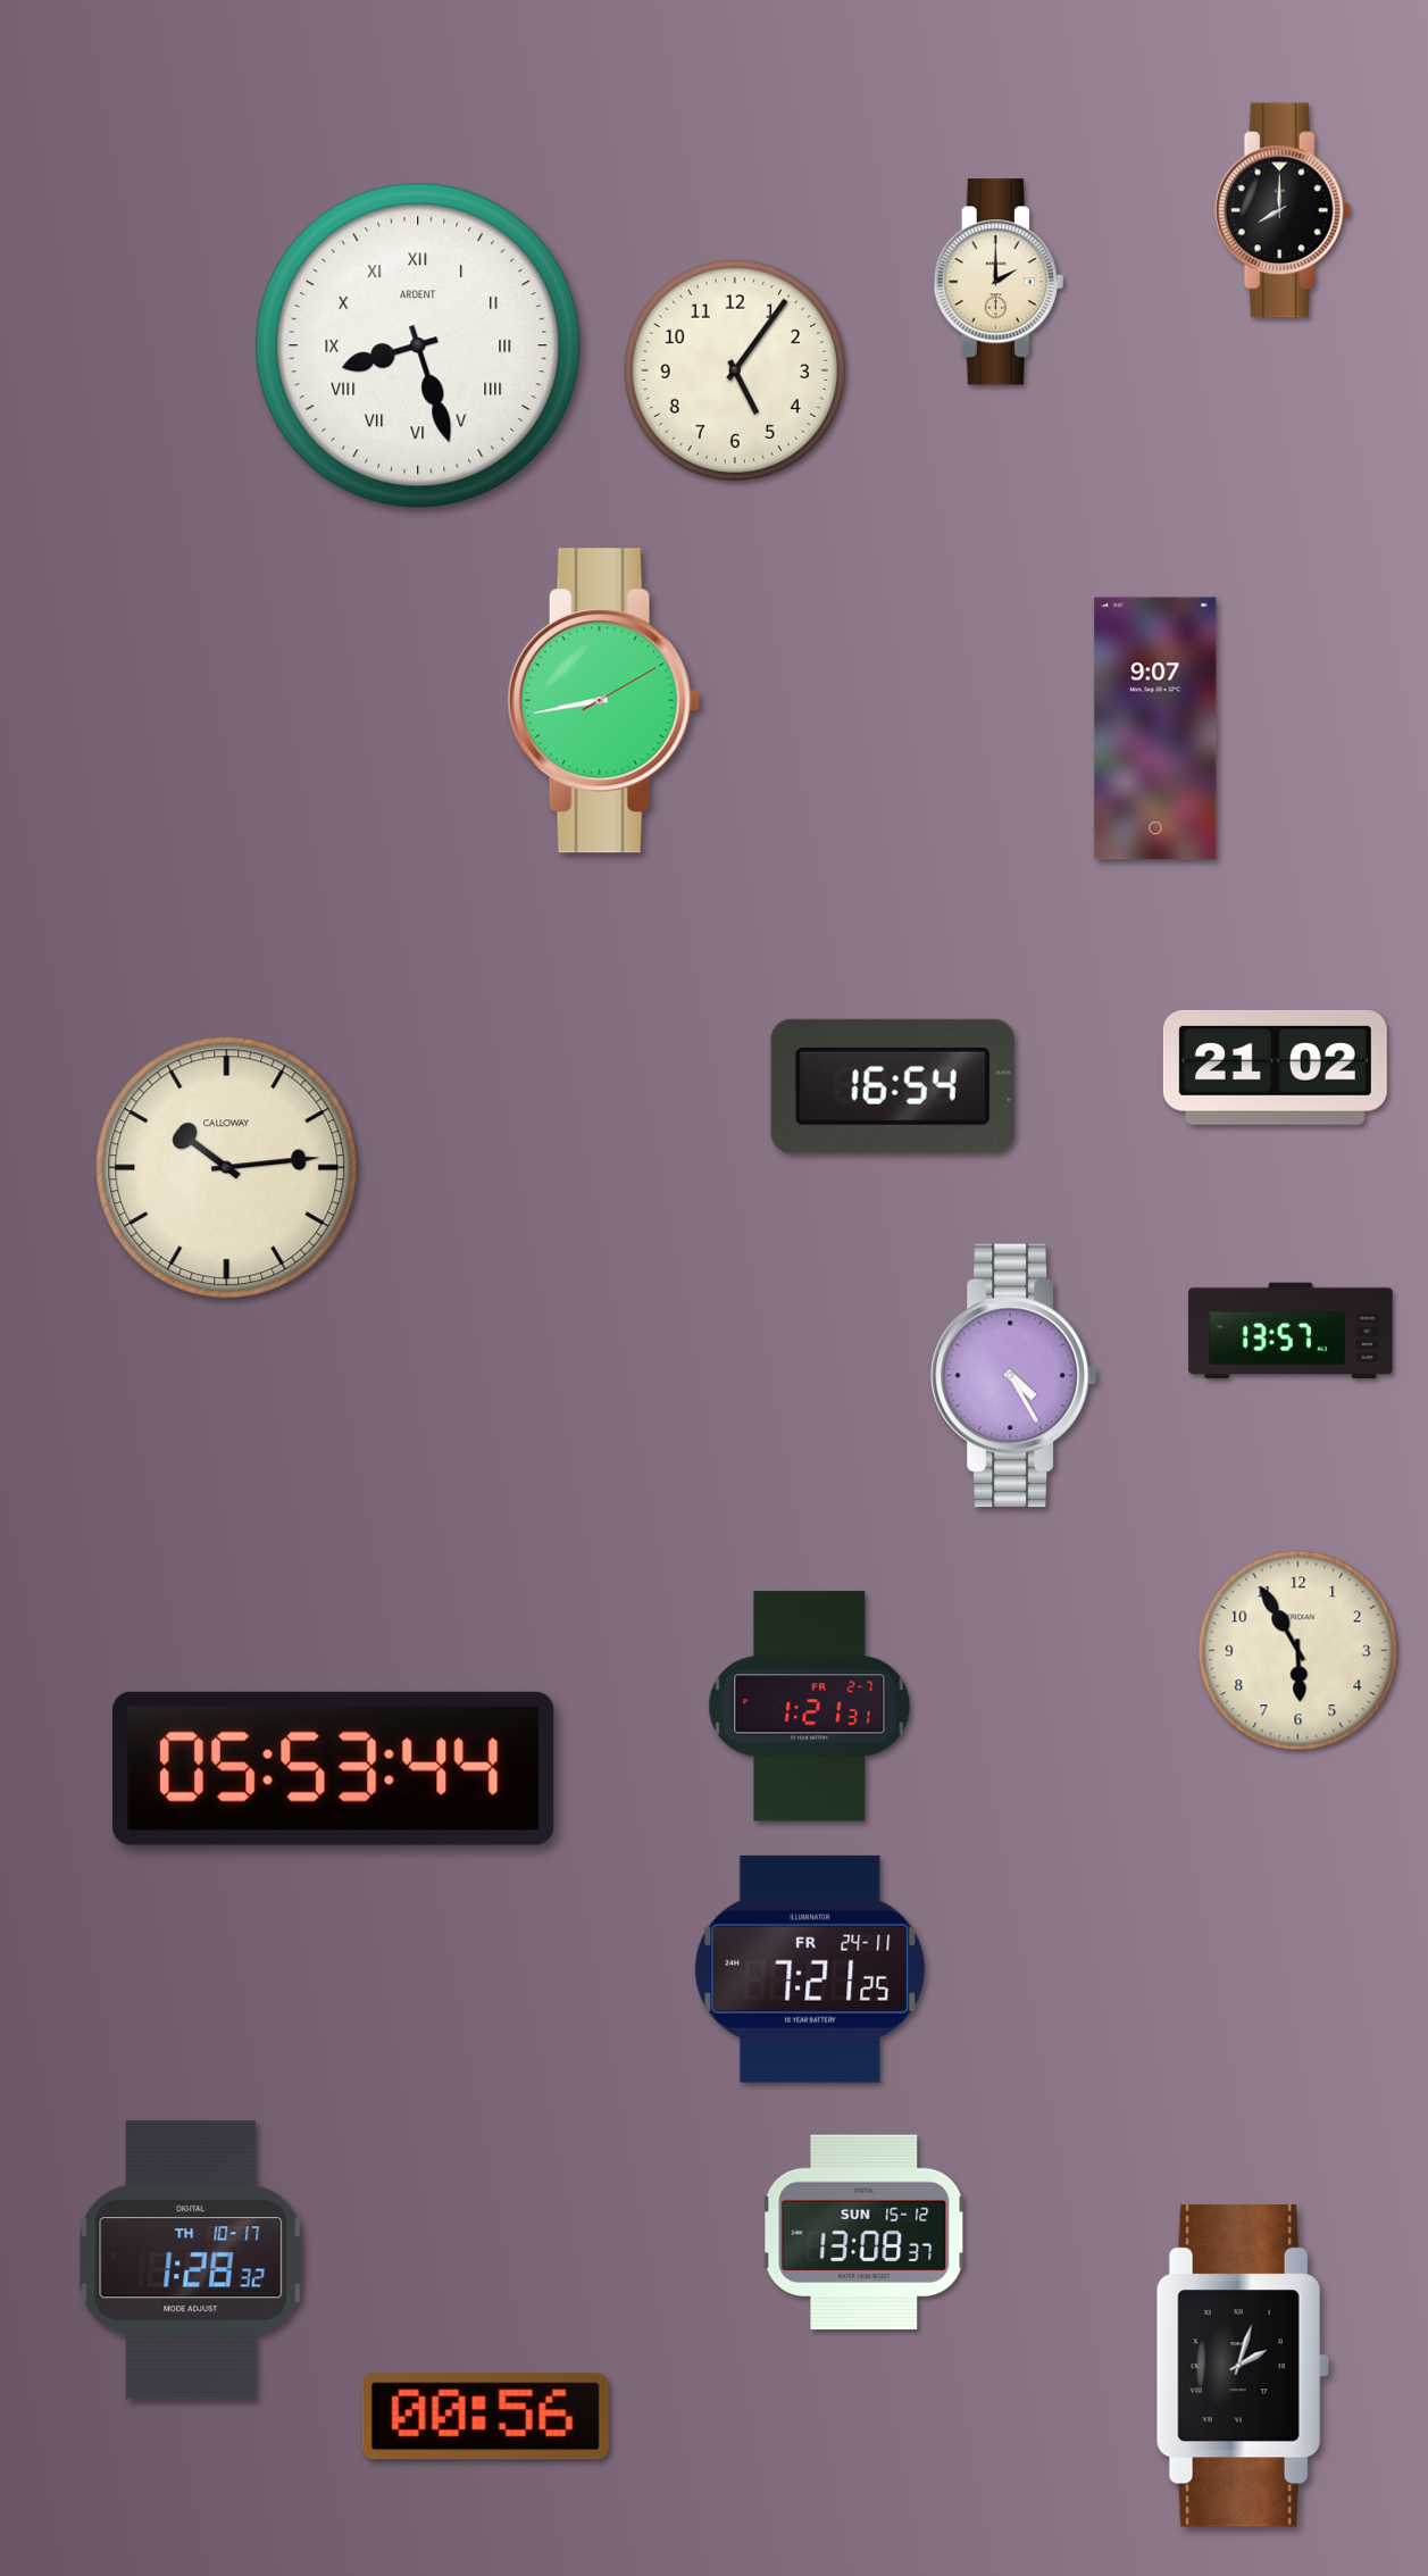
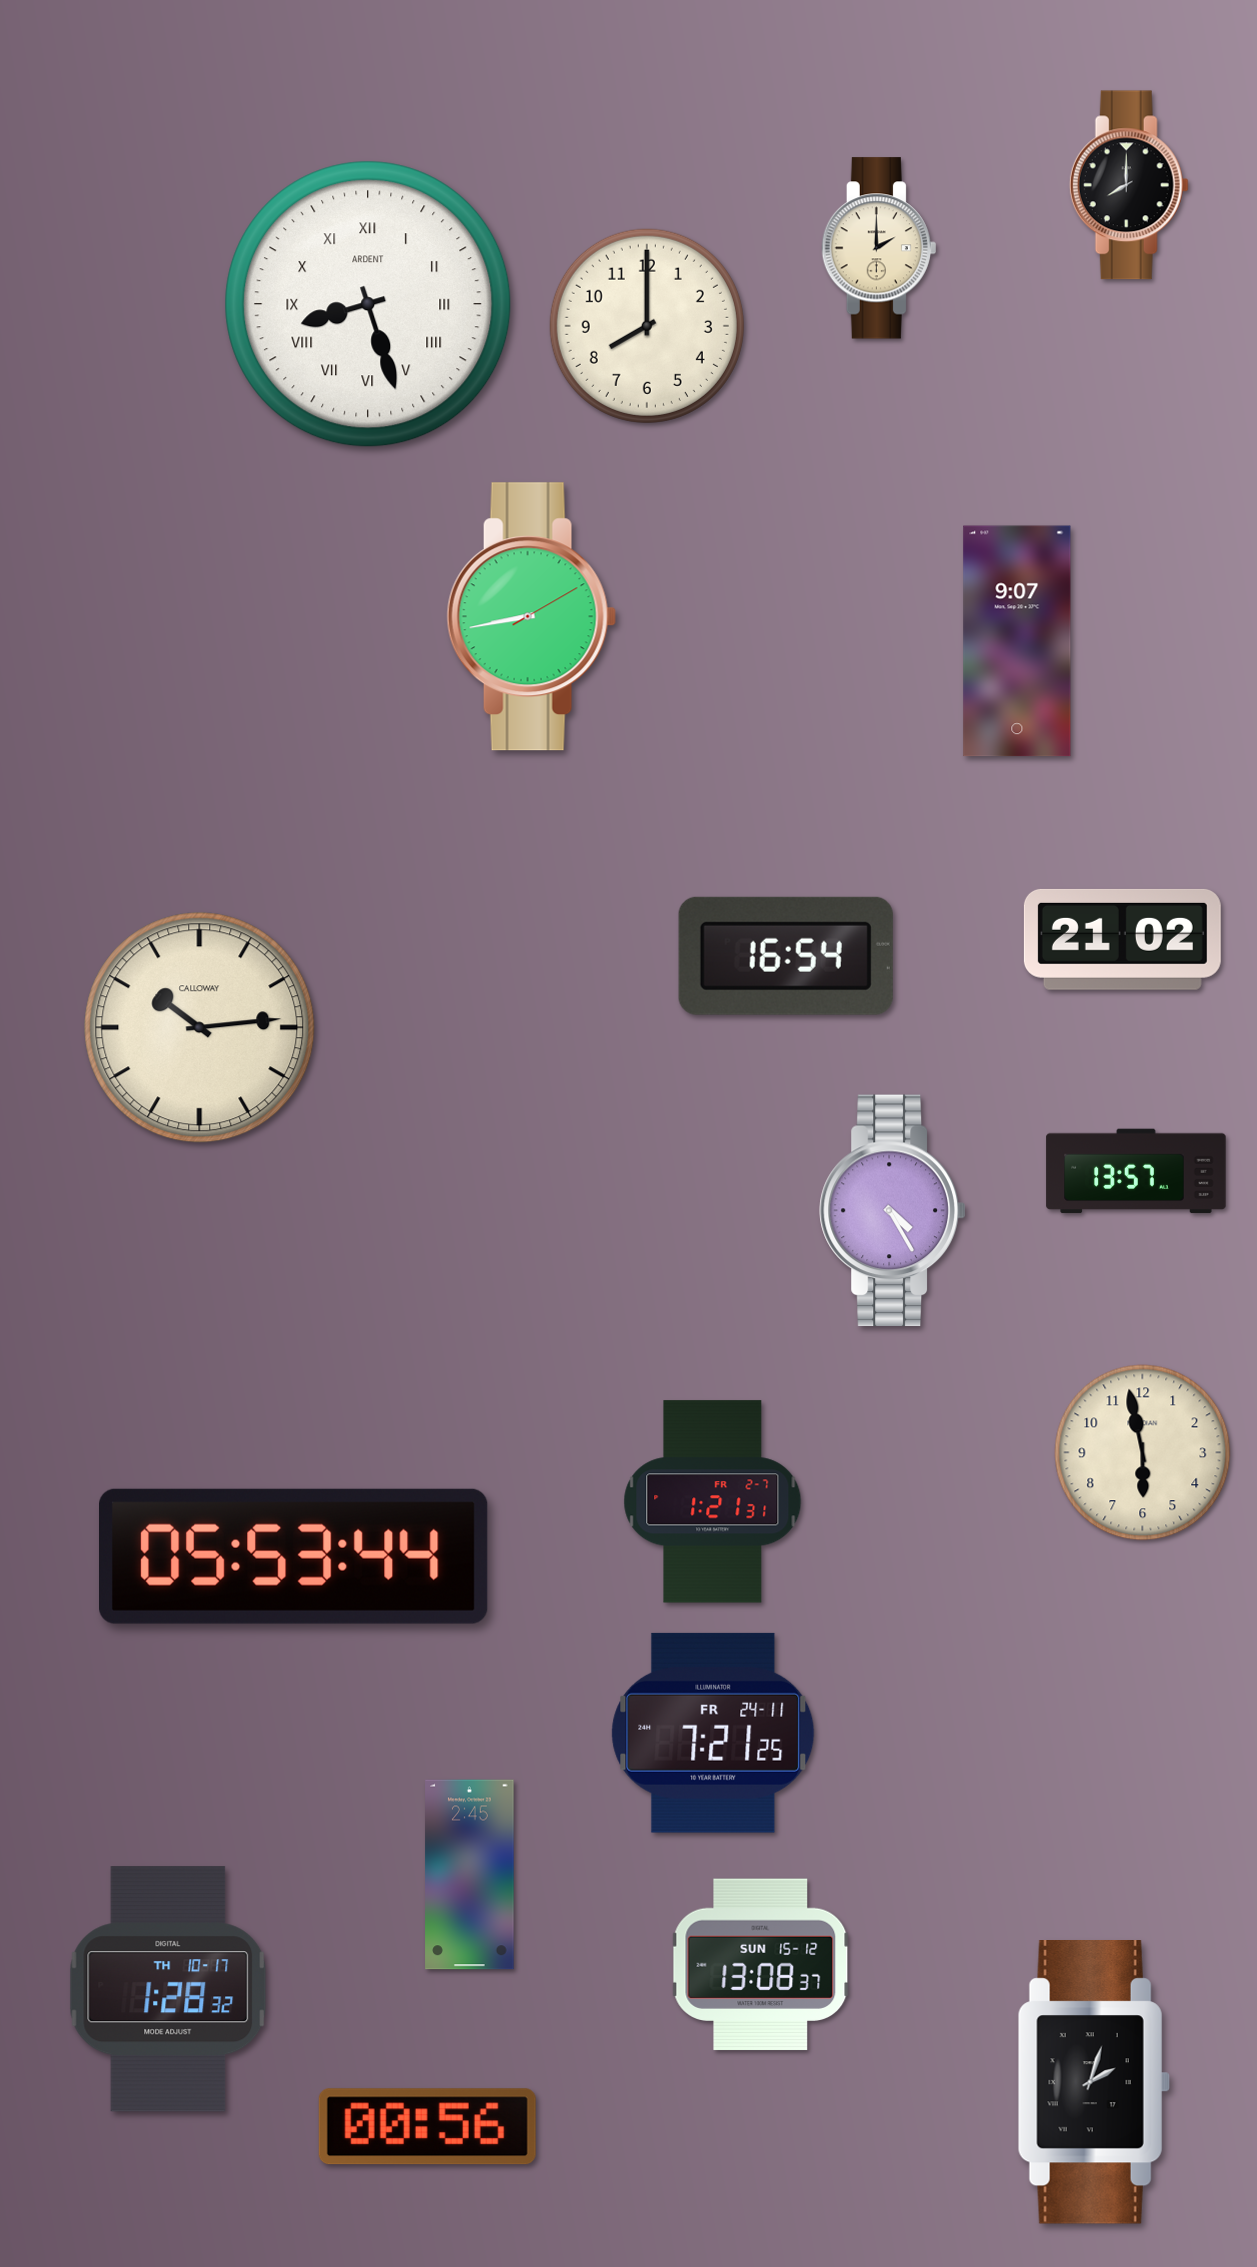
clock at (735, 370): 5:06 -> 8:00
clock at (1298, 1651): 5:55 -> 5:58
clock at (470, 1875): none -> 2:45
